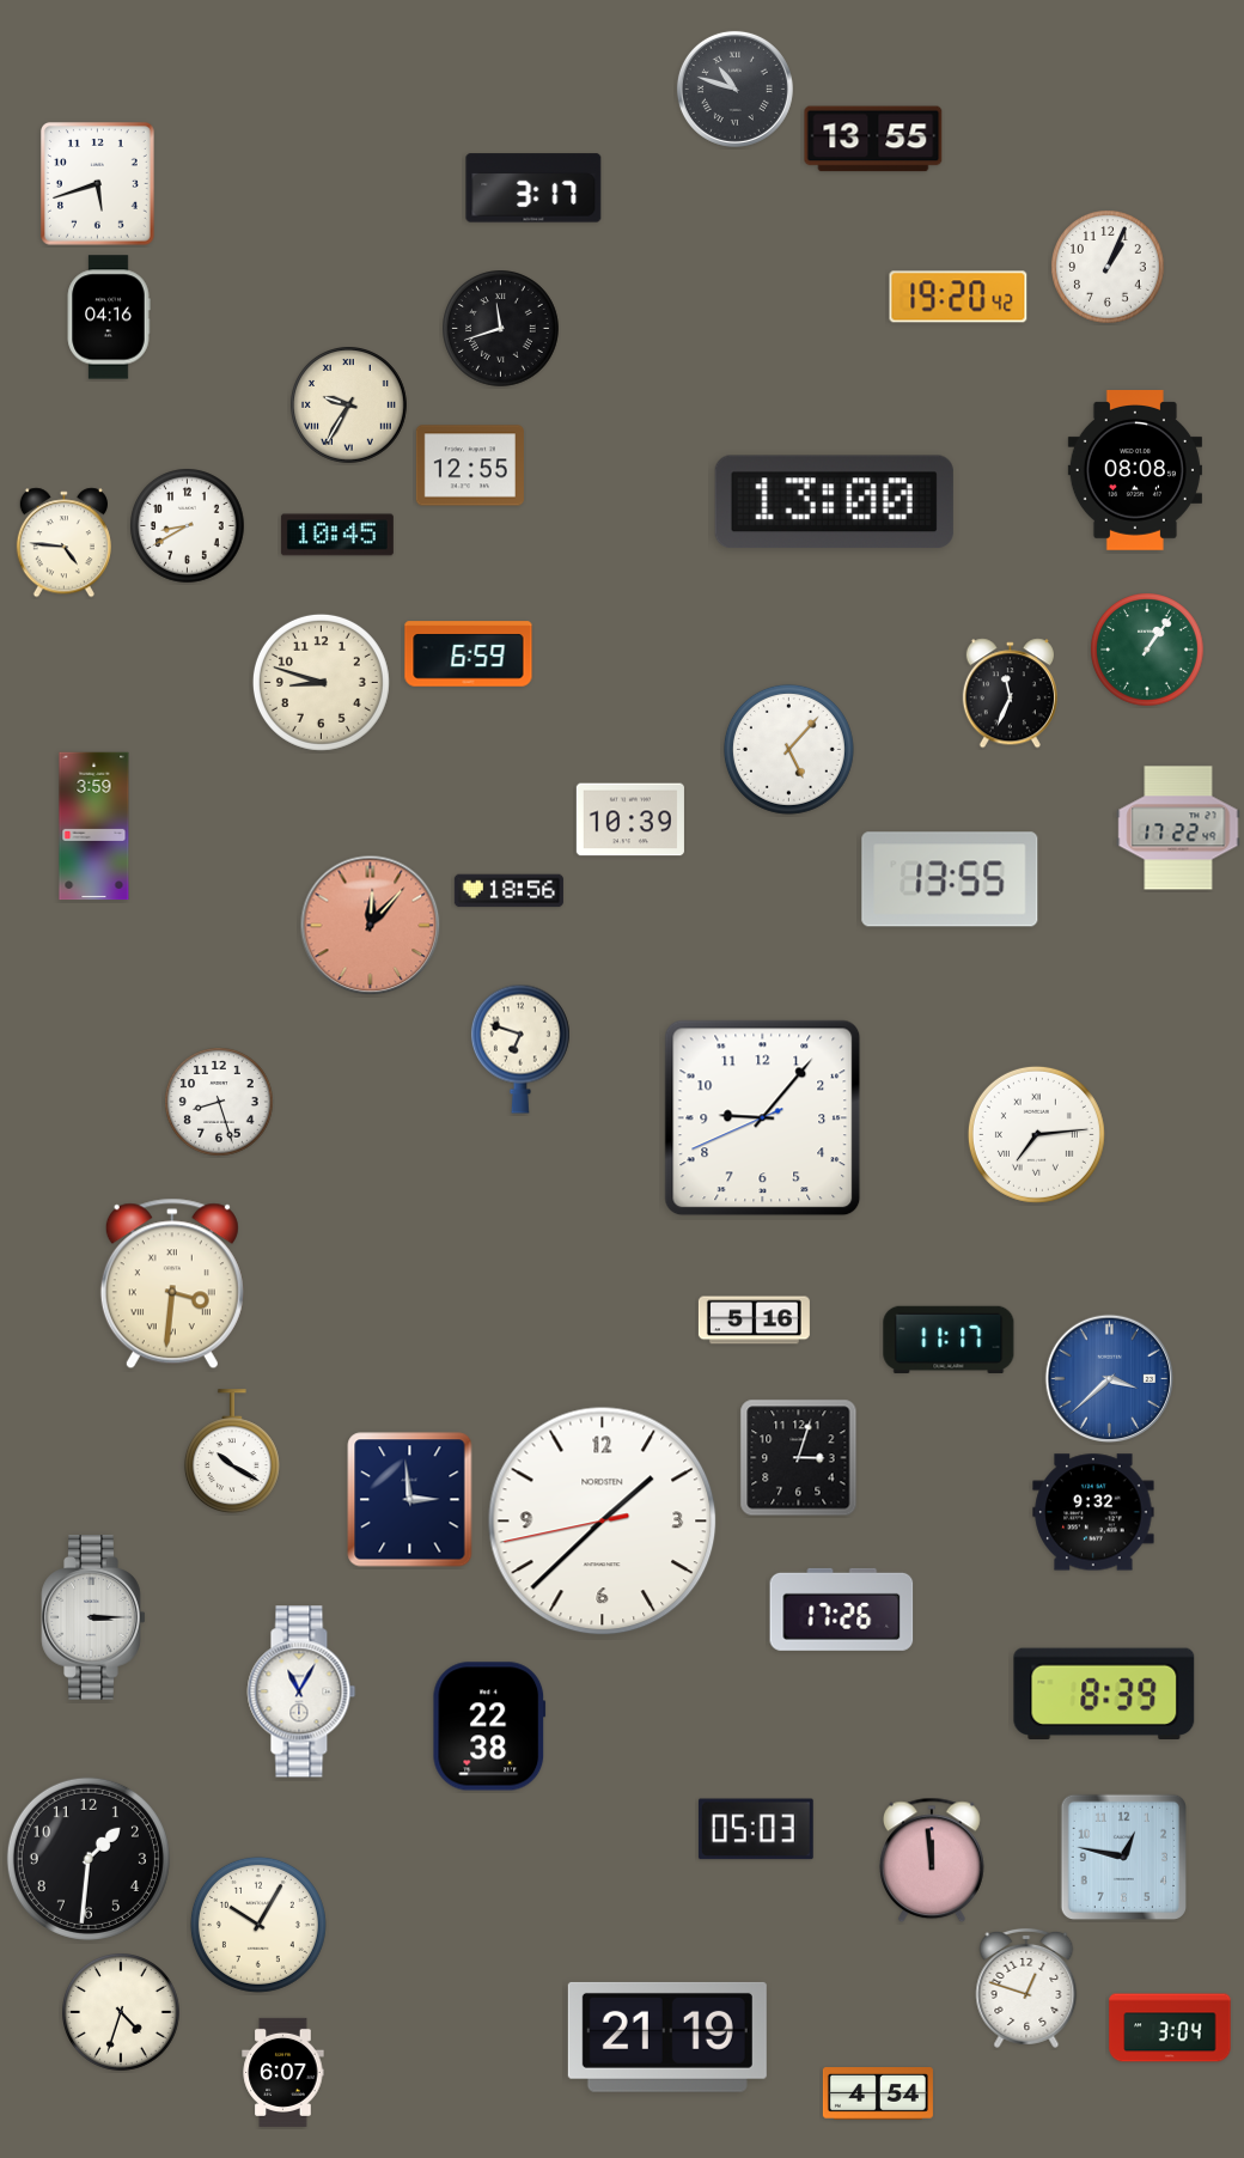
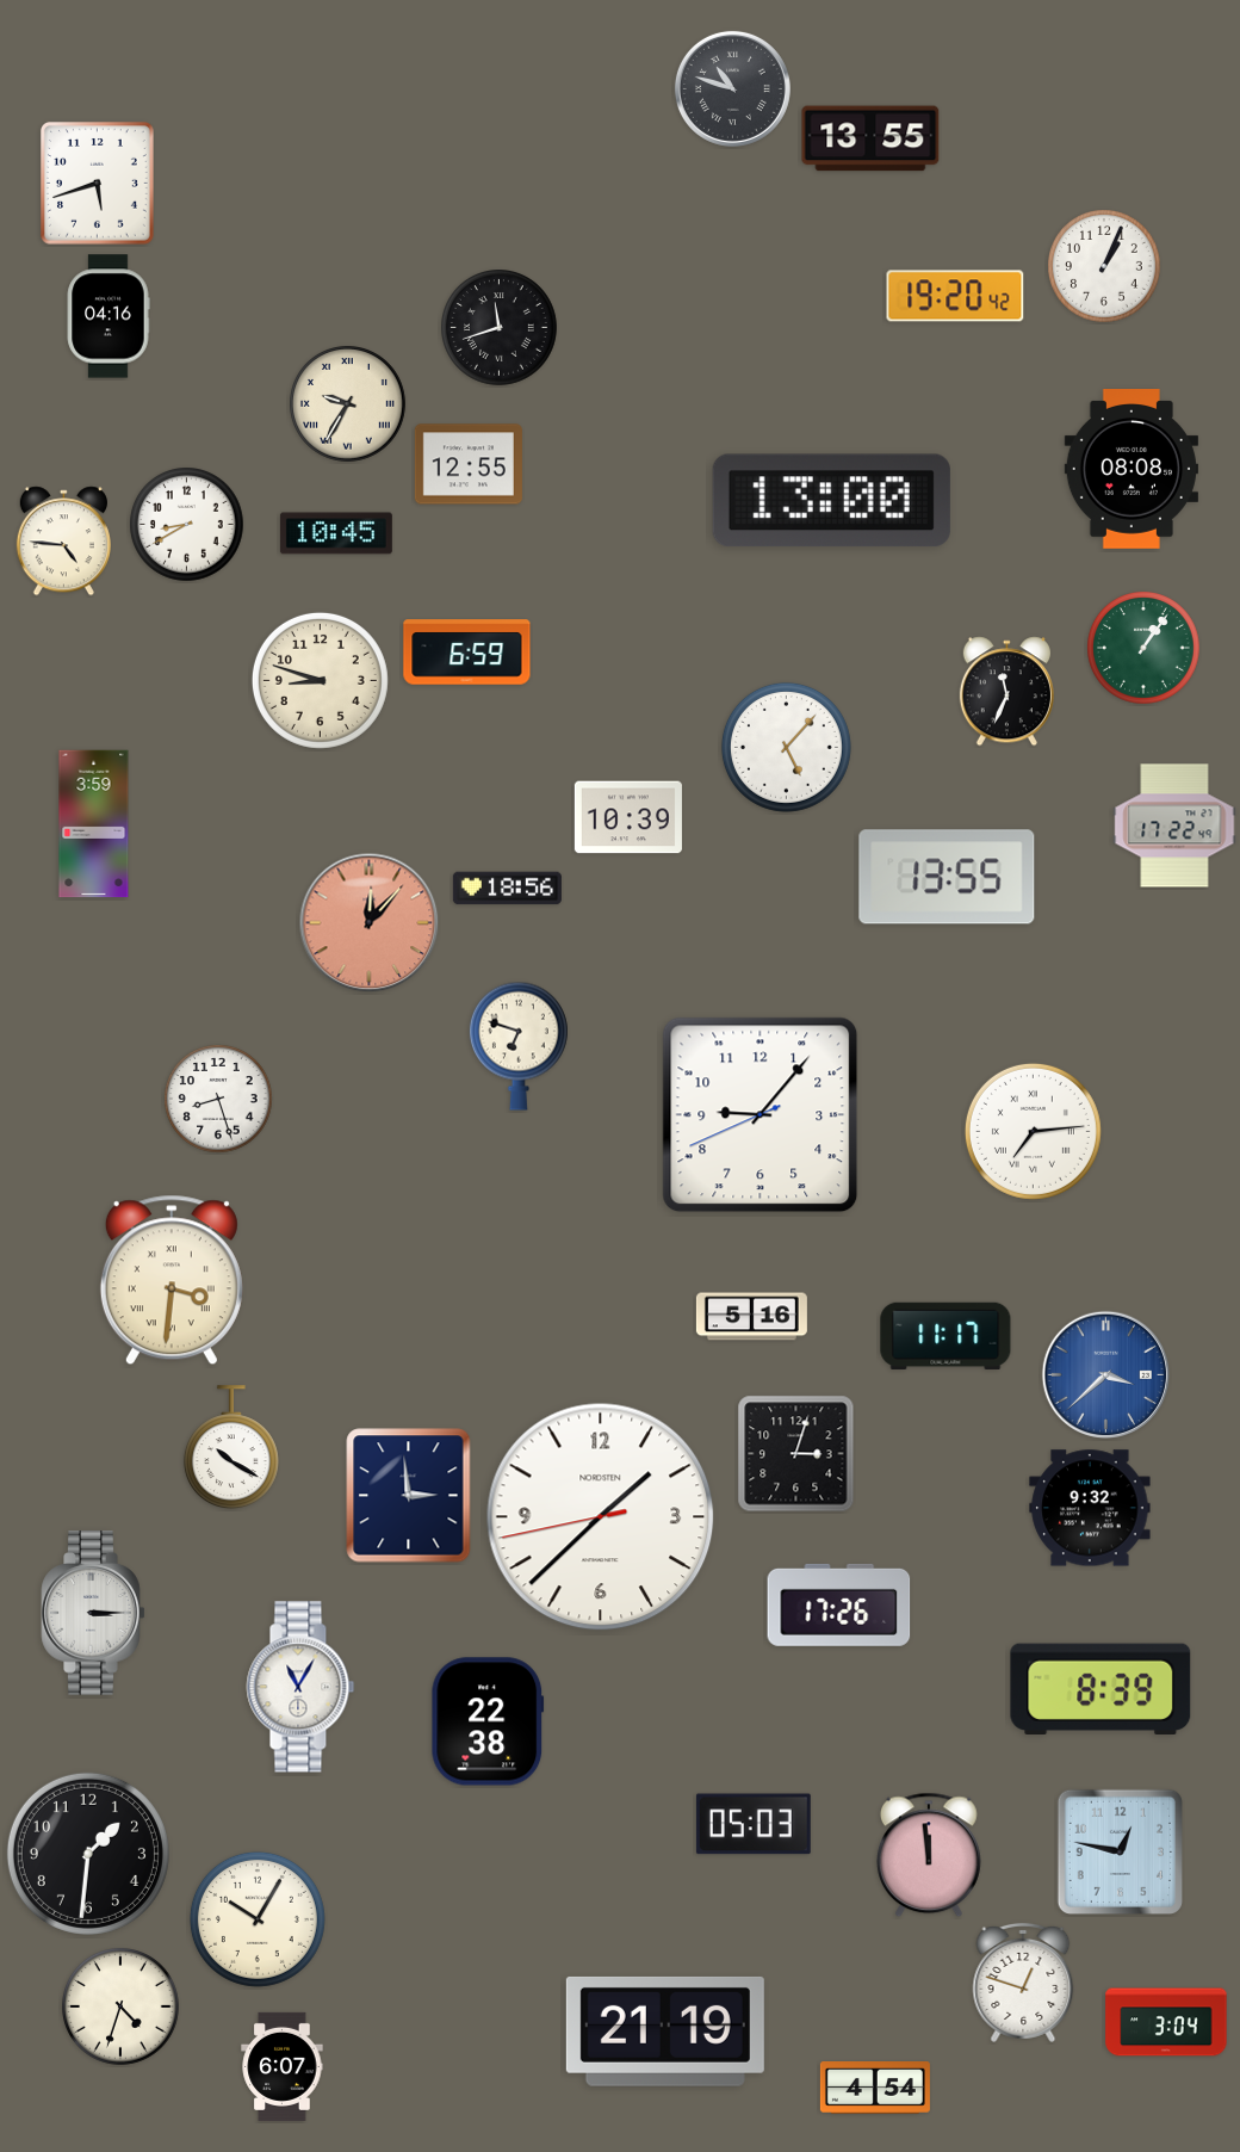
clock at (533, 188): 3:17 -> none
